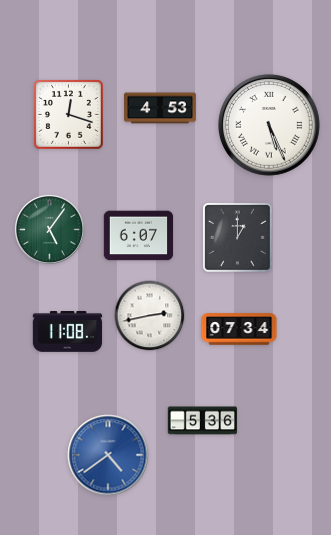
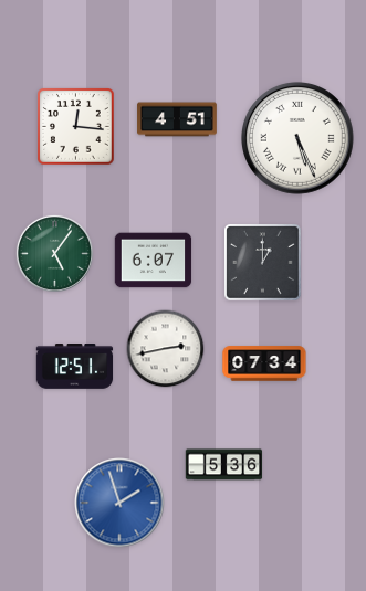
clock at (160, 108): 4:53 -> 4:51
clock at (69, 115): 12:18 -> 12:16
clock at (68, 332): 11:08 -> 12:51
clock at (108, 455): 4:39 -> 1:57
